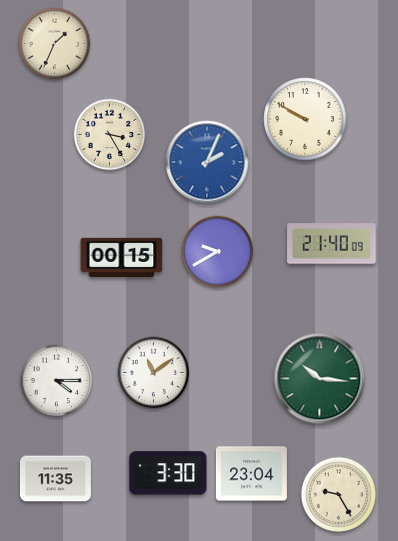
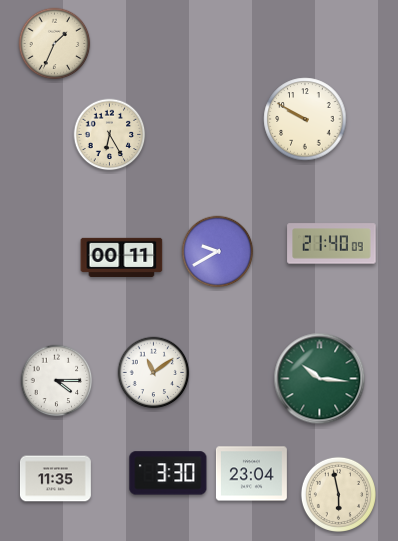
clock at (110, 135): 3:25 -> 6:25
clock at (207, 162): 2:04 -> none
clock at (122, 257): 00:15 -> 00:11
clock at (338, 494): 9:25 -> 5:58
